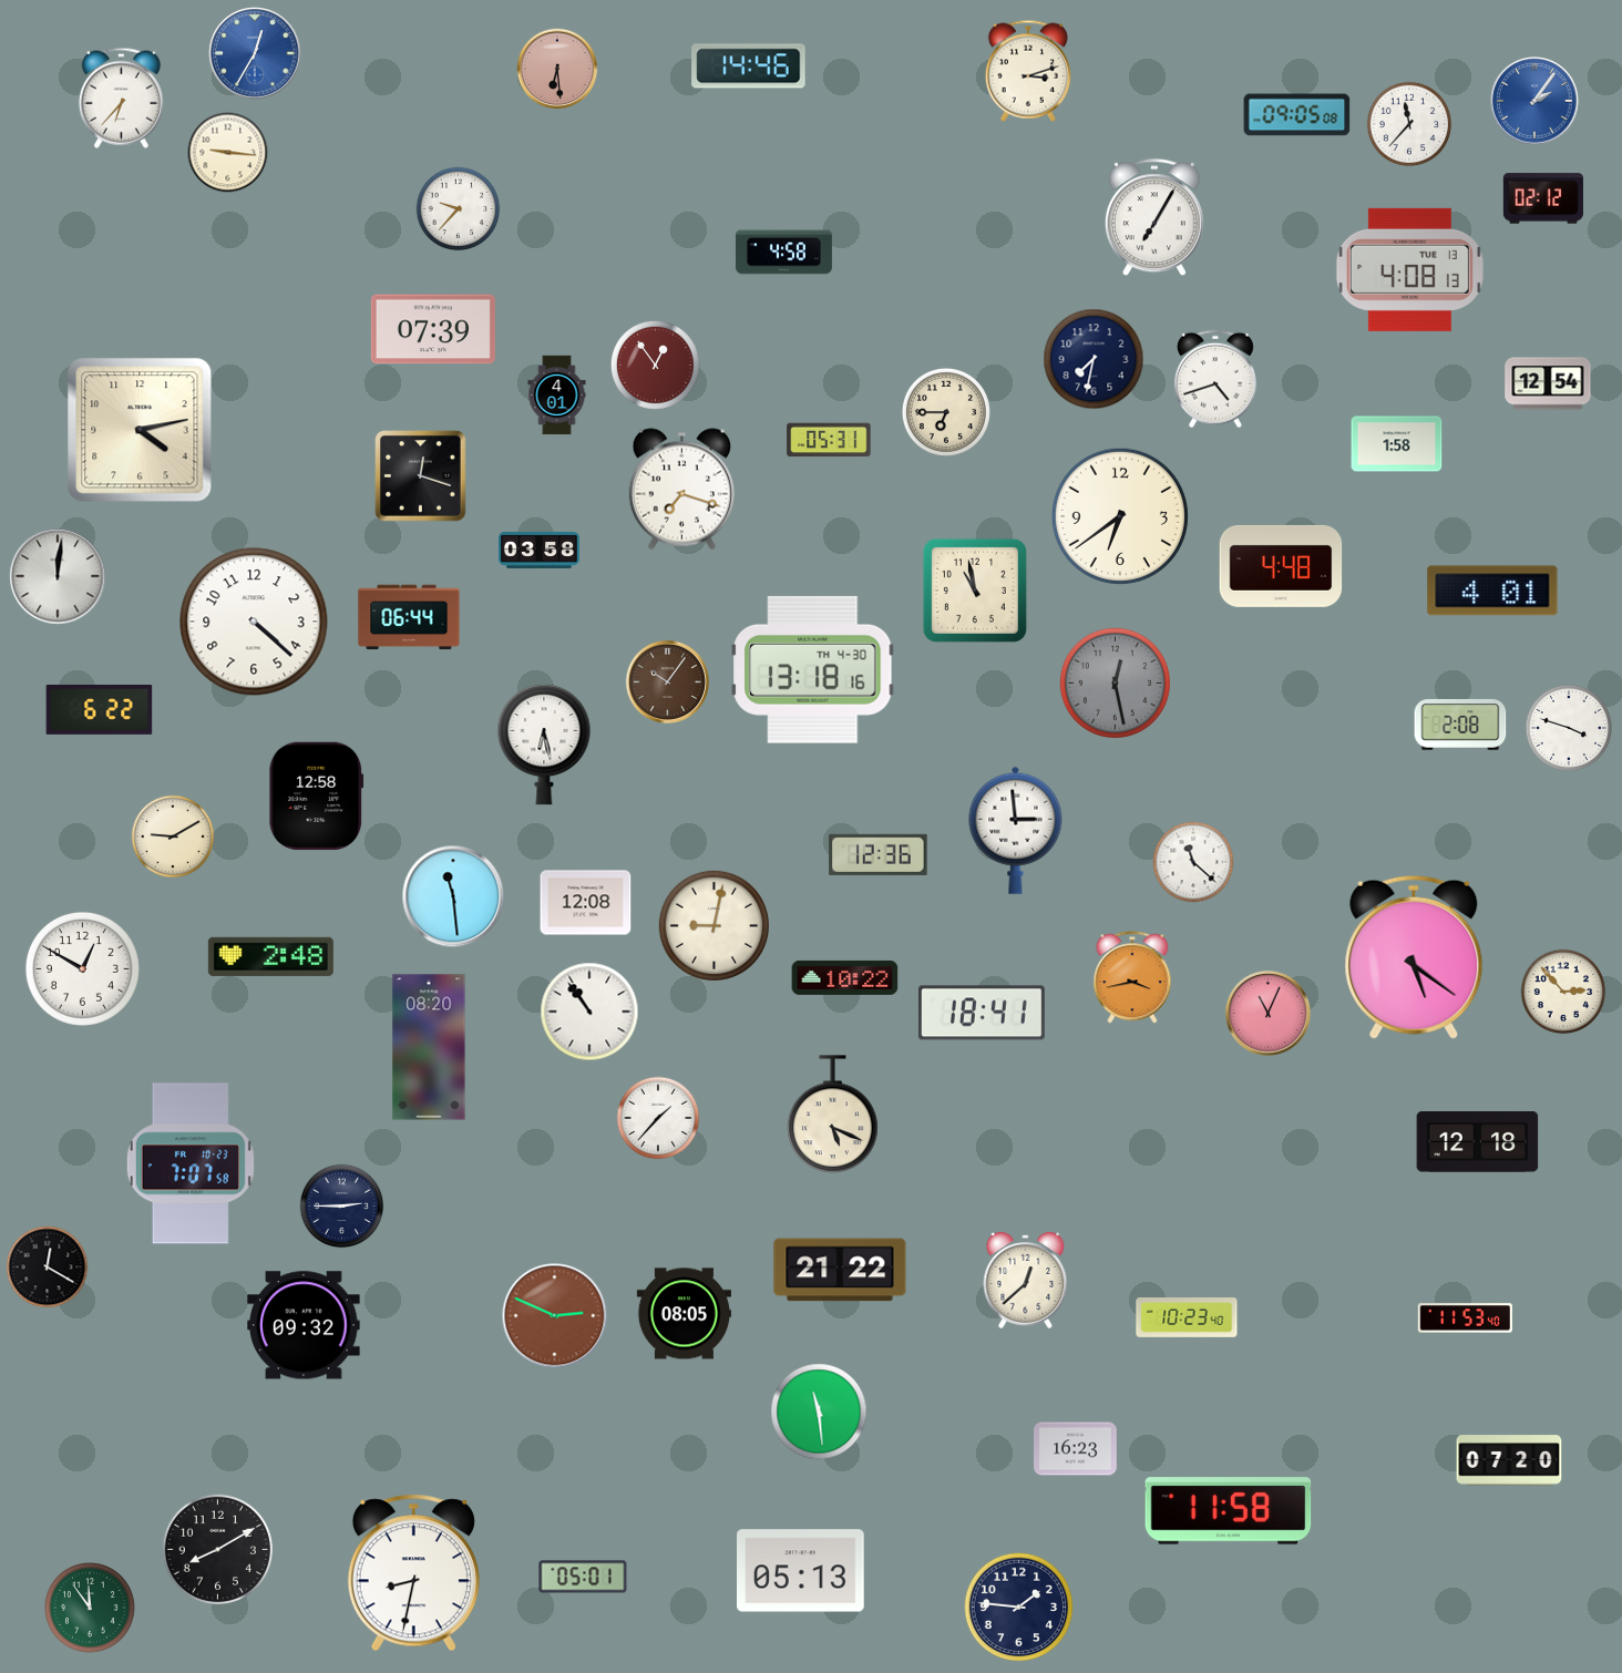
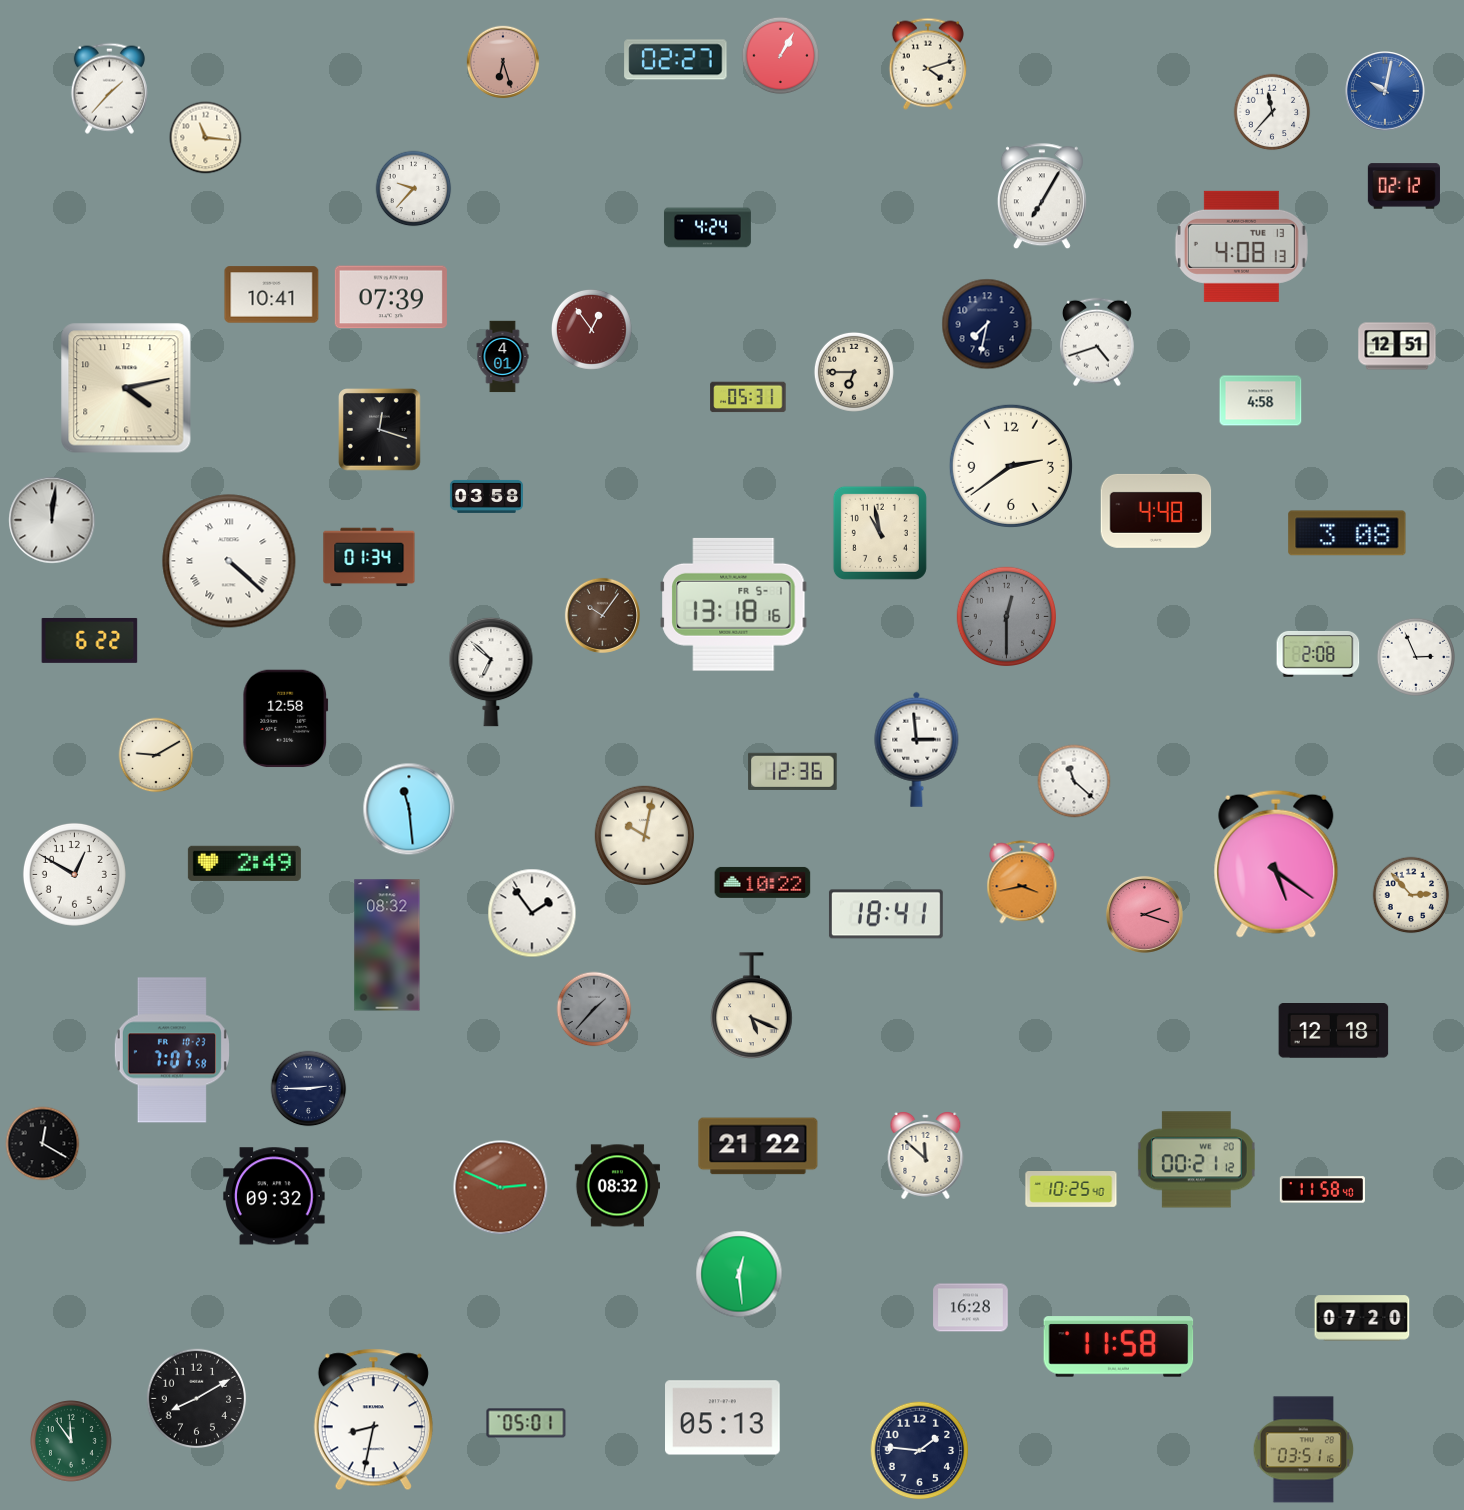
clock at (255, 53): 12:35 -> none
clock at (781, 56): none -> 1:05
clock at (749, 66): 14:46 -> 02:27
clock at (557, 69): 6:29 -> 6:27
clock at (1028, 71): 3:12 -> 4:12
clock at (121, 97): 6:37 -> 1:37
clock at (1534, 101): 2:06 -> 10:02
clock at (1297, 115): 09:05 -> none
clock at (228, 153): 9:16 -> 11:16
clock at (1543, 198) position: (1543, 198) -> (1404, 186)
clock at (783, 253): 4:58 -> 4:24
clock at (1409, 269) position: (1409, 269) -> (1241, 246)
clock at (272, 295): none -> 10:41
clock at (1548, 383): 12:54 -> 12:51
clock at (1397, 444): 1:58 -> 4:58
clock at (681, 490): 7:18 -> none
clock at (1120, 516): 6:39 -> 2:39
clock at (1492, 591): 4:01 -> 3:08
clock at (409, 617): 06:44 -> 01:34
clock at (254, 622) numerals: Arabic -> Roman
clock at (813, 669) date: TH 4-30 -> FR 5-1
clock at (1115, 682): 12:28 -> 12:30
clock at (1568, 727): 3:48 -> 2:56
clock at (544, 745): 6:28 -> 6:52
clock at (1193, 862) position: (1193, 862) -> (1074, 781)
clock at (586, 903): 12:08 -> none
clock at (714, 925): 9:02 -> 10:02
clock at (270, 956): 2:48 -> 2:49
clock at (589, 1012): 10:54 -> 1:54
clock at (1267, 1013): 11:04 -> 2:18
clock at (429, 1047): 08:20 -> 08:32
clock at (658, 1118) dial: white -> grey
clock at (1026, 1280): 12:38 -> 11:52
clock at (1196, 1160): none -> 00:21
clock at (684, 1314): 08:05 -> 08:32
clock at (1187, 1318): 10:23 -> 10:25
clock at (1465, 1318): 11:53 -> 11:58
clock at (819, 1412): 11:29 -> 12:29
clock at (1076, 1449): 16:23 -> 16:28
clock at (1229, 1511) position: (1229, 1511) -> (1119, 1347)
clock at (1304, 1450): none -> 03:51
clock at (91, 1609) position: (91, 1609) -> (72, 1442)
